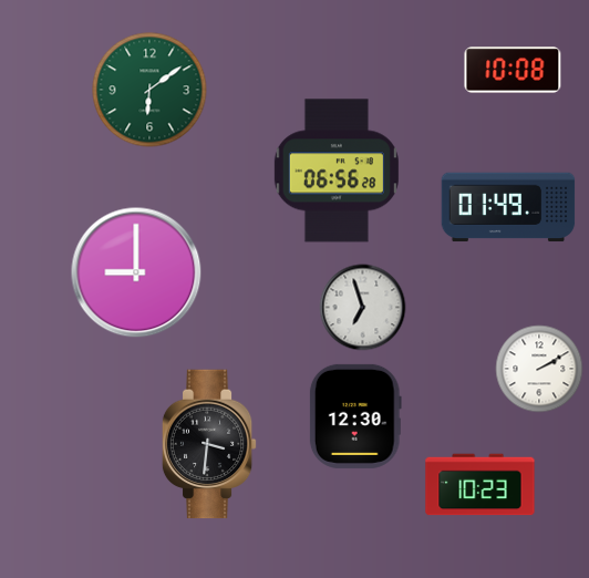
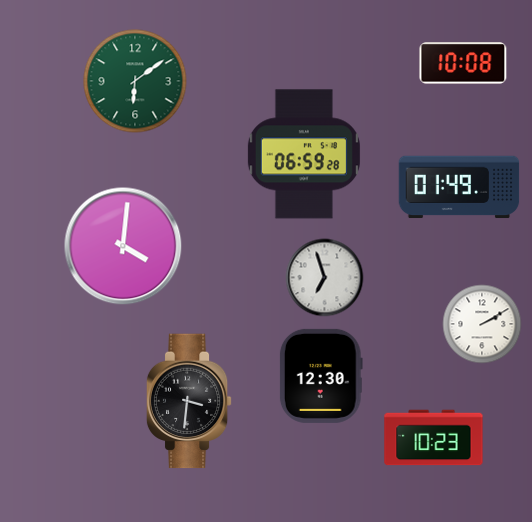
clock at (337, 171): 06:56 -> 06:59
clock at (136, 272): 9:00 -> 4:01
clock at (363, 308) position: (363, 308) -> (325, 278)
clock at (539, 369) position: (539, 369) -> (482, 324)
